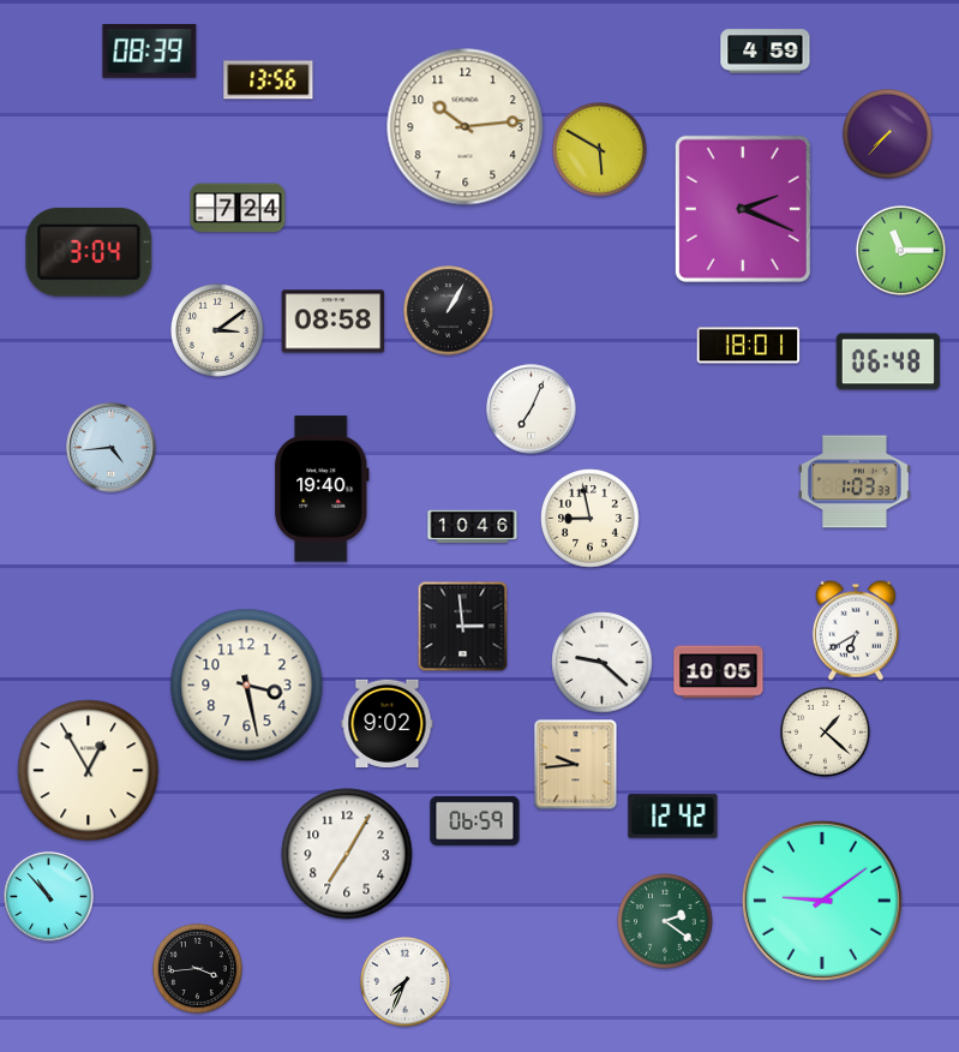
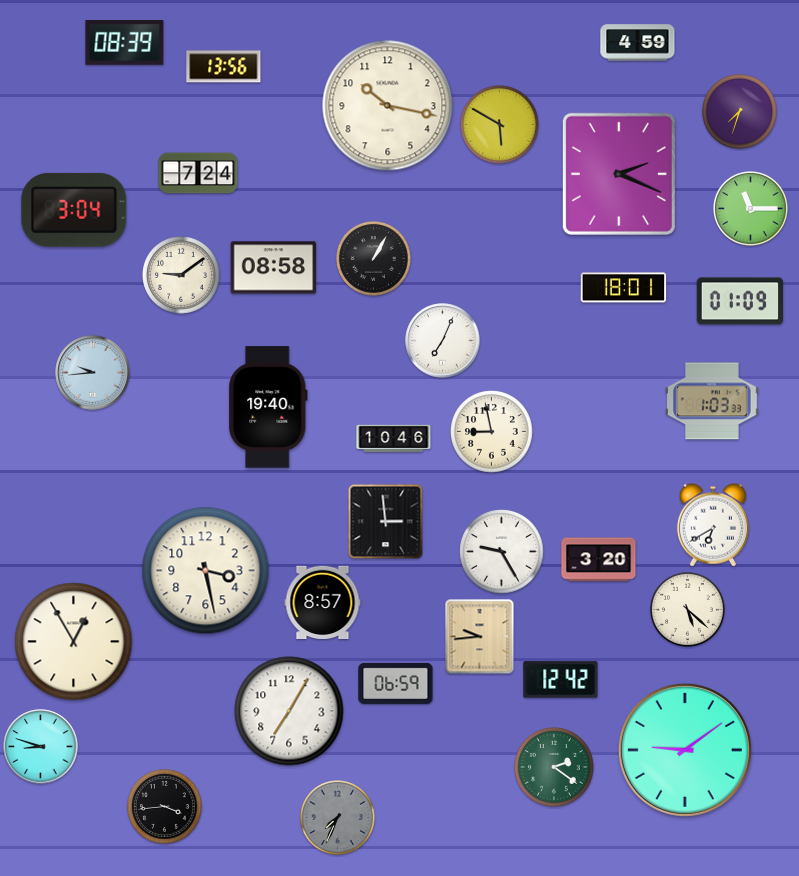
clock at (466, 127): 10:14 -> 10:17
clock at (888, 135): 7:37 -> 7:33
clock at (334, 322) position: (334, 322) -> (274, 268)
clock at (218, 331): 3:09 -> 9:09
clock at (888, 361): 06:48 -> 01:09
clock at (112, 448): 4:44 -> 9:44
clock at (603, 663): 9:22 -> 9:25
clock at (719, 673): 10:05 -> 3:20
clock at (388, 723): 9:02 -> 8:57
clock at (826, 733): 1:22 -> 5:22
clock at (49, 897): 10:53 -> 8:48
clock at (406, 982) dial: white -> grey
